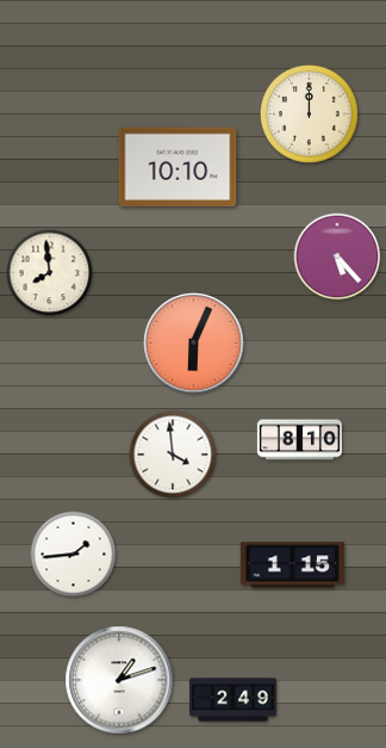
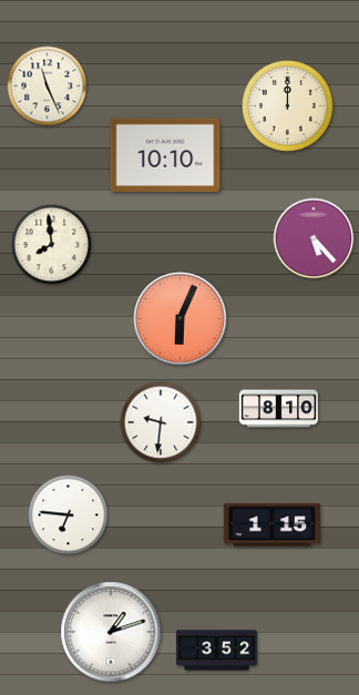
clock at (48, 86): none -> 11:26
clock at (50, 273) position: (50, 273) -> (52, 245)
clock at (173, 455): 3:59 -> 9:31
clock at (74, 555): 1:44 -> 6:46
clock at (232, 700): 2:49 -> 3:52
